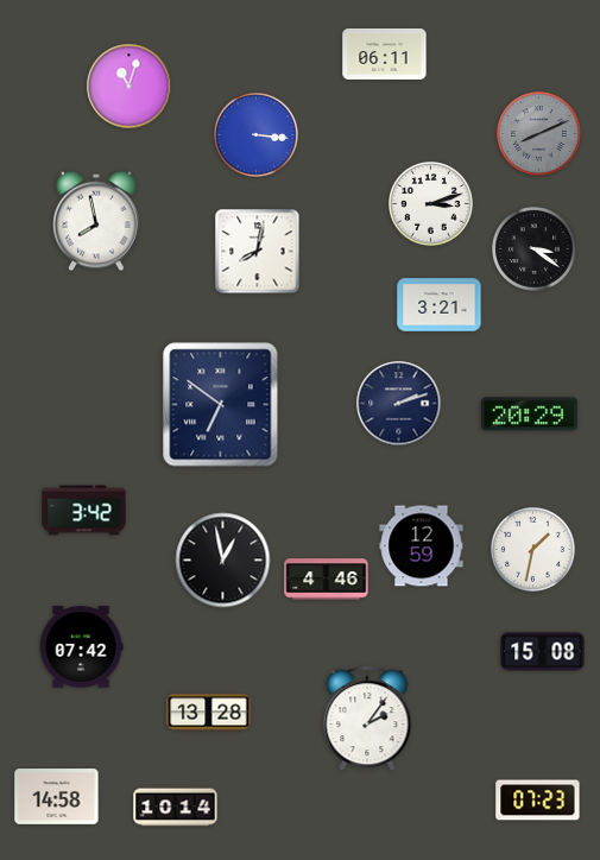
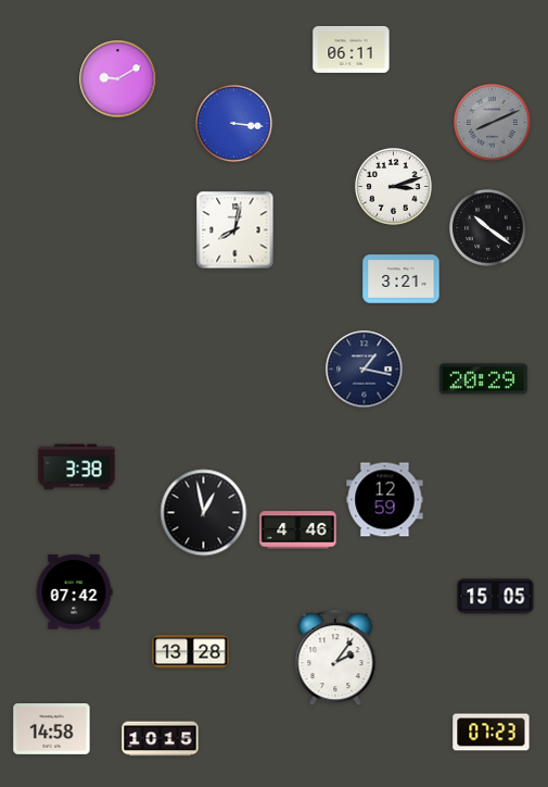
clock at (130, 87): 11:03 -> 9:10
clock at (96, 221): 7:58 -> none
clock at (535, 249): 3:21 -> 10:21
clock at (399, 404): 2:12 -> 1:17
clock at (221, 405): 6:51 -> none
clock at (84, 511): 3:42 -> 3:38
clock at (533, 550): 1:32 -> none
clock at (543, 652): 15:08 -> 15:05
clock at (176, 808): 10:14 -> 10:15
